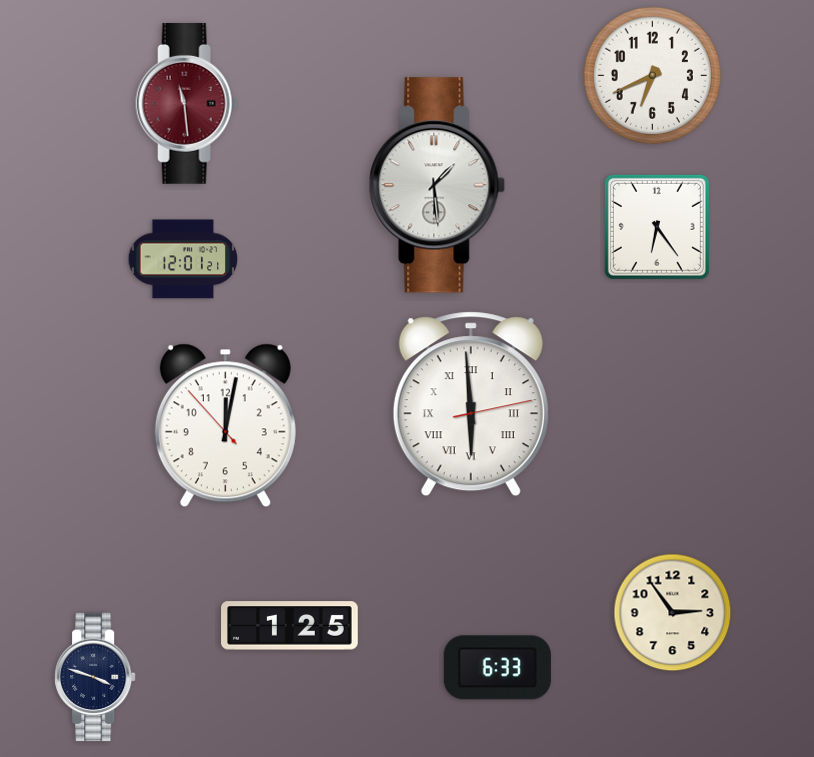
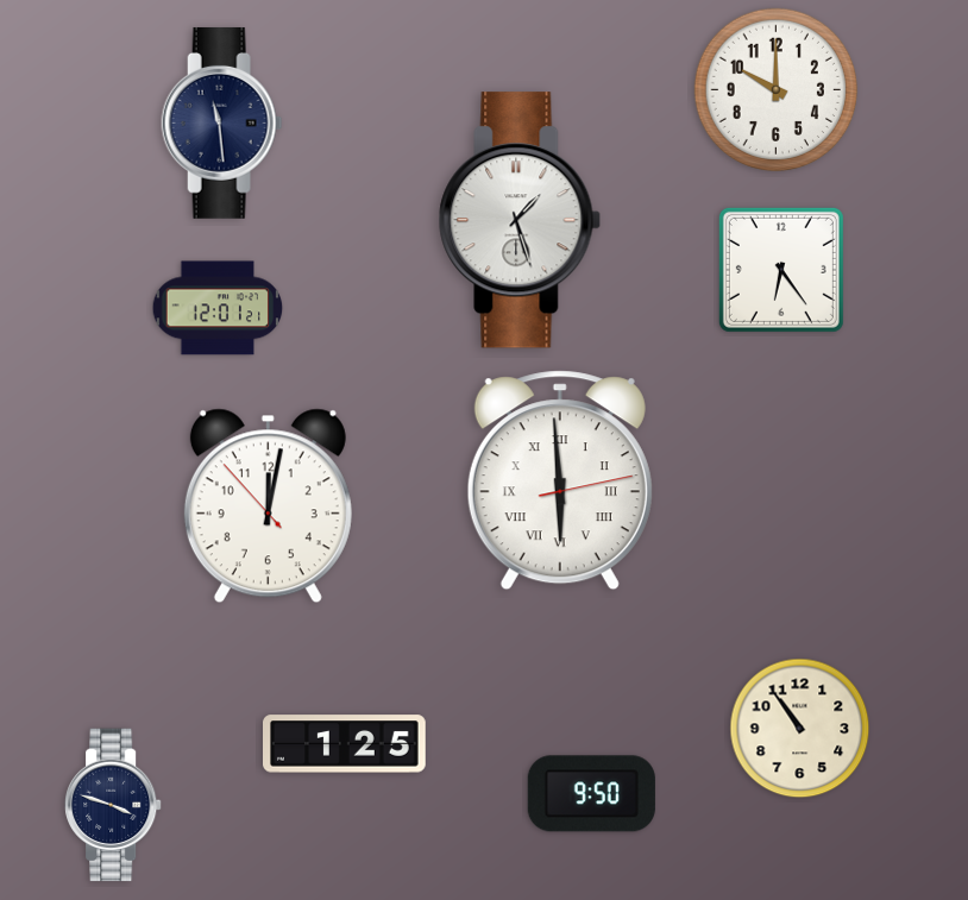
clock at (652, 75): 6:41 -> 10:00
clock at (187, 103) dial: burgundy -> navy
clock at (437, 185): 1:29 -> 1:27
clock at (673, 613): 2:54 -> 10:54
clock at (497, 668): 6:33 -> 9:50
